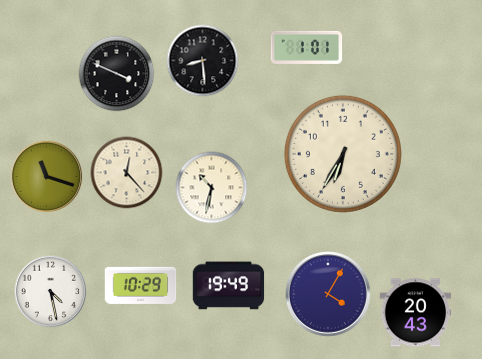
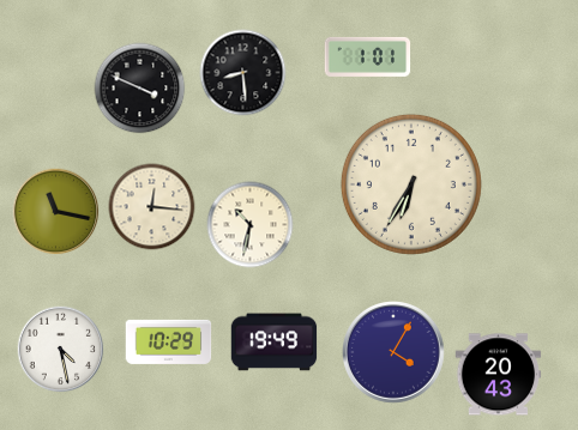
clock at (127, 173): 12:23 -> 12:16
clock at (47, 177): 11:18 -> 11:17
clock at (212, 188) position: (212, 188) -> (251, 225)
